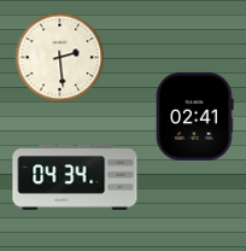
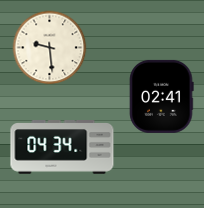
clock at (60, 58): 2:29 -> 9:29
